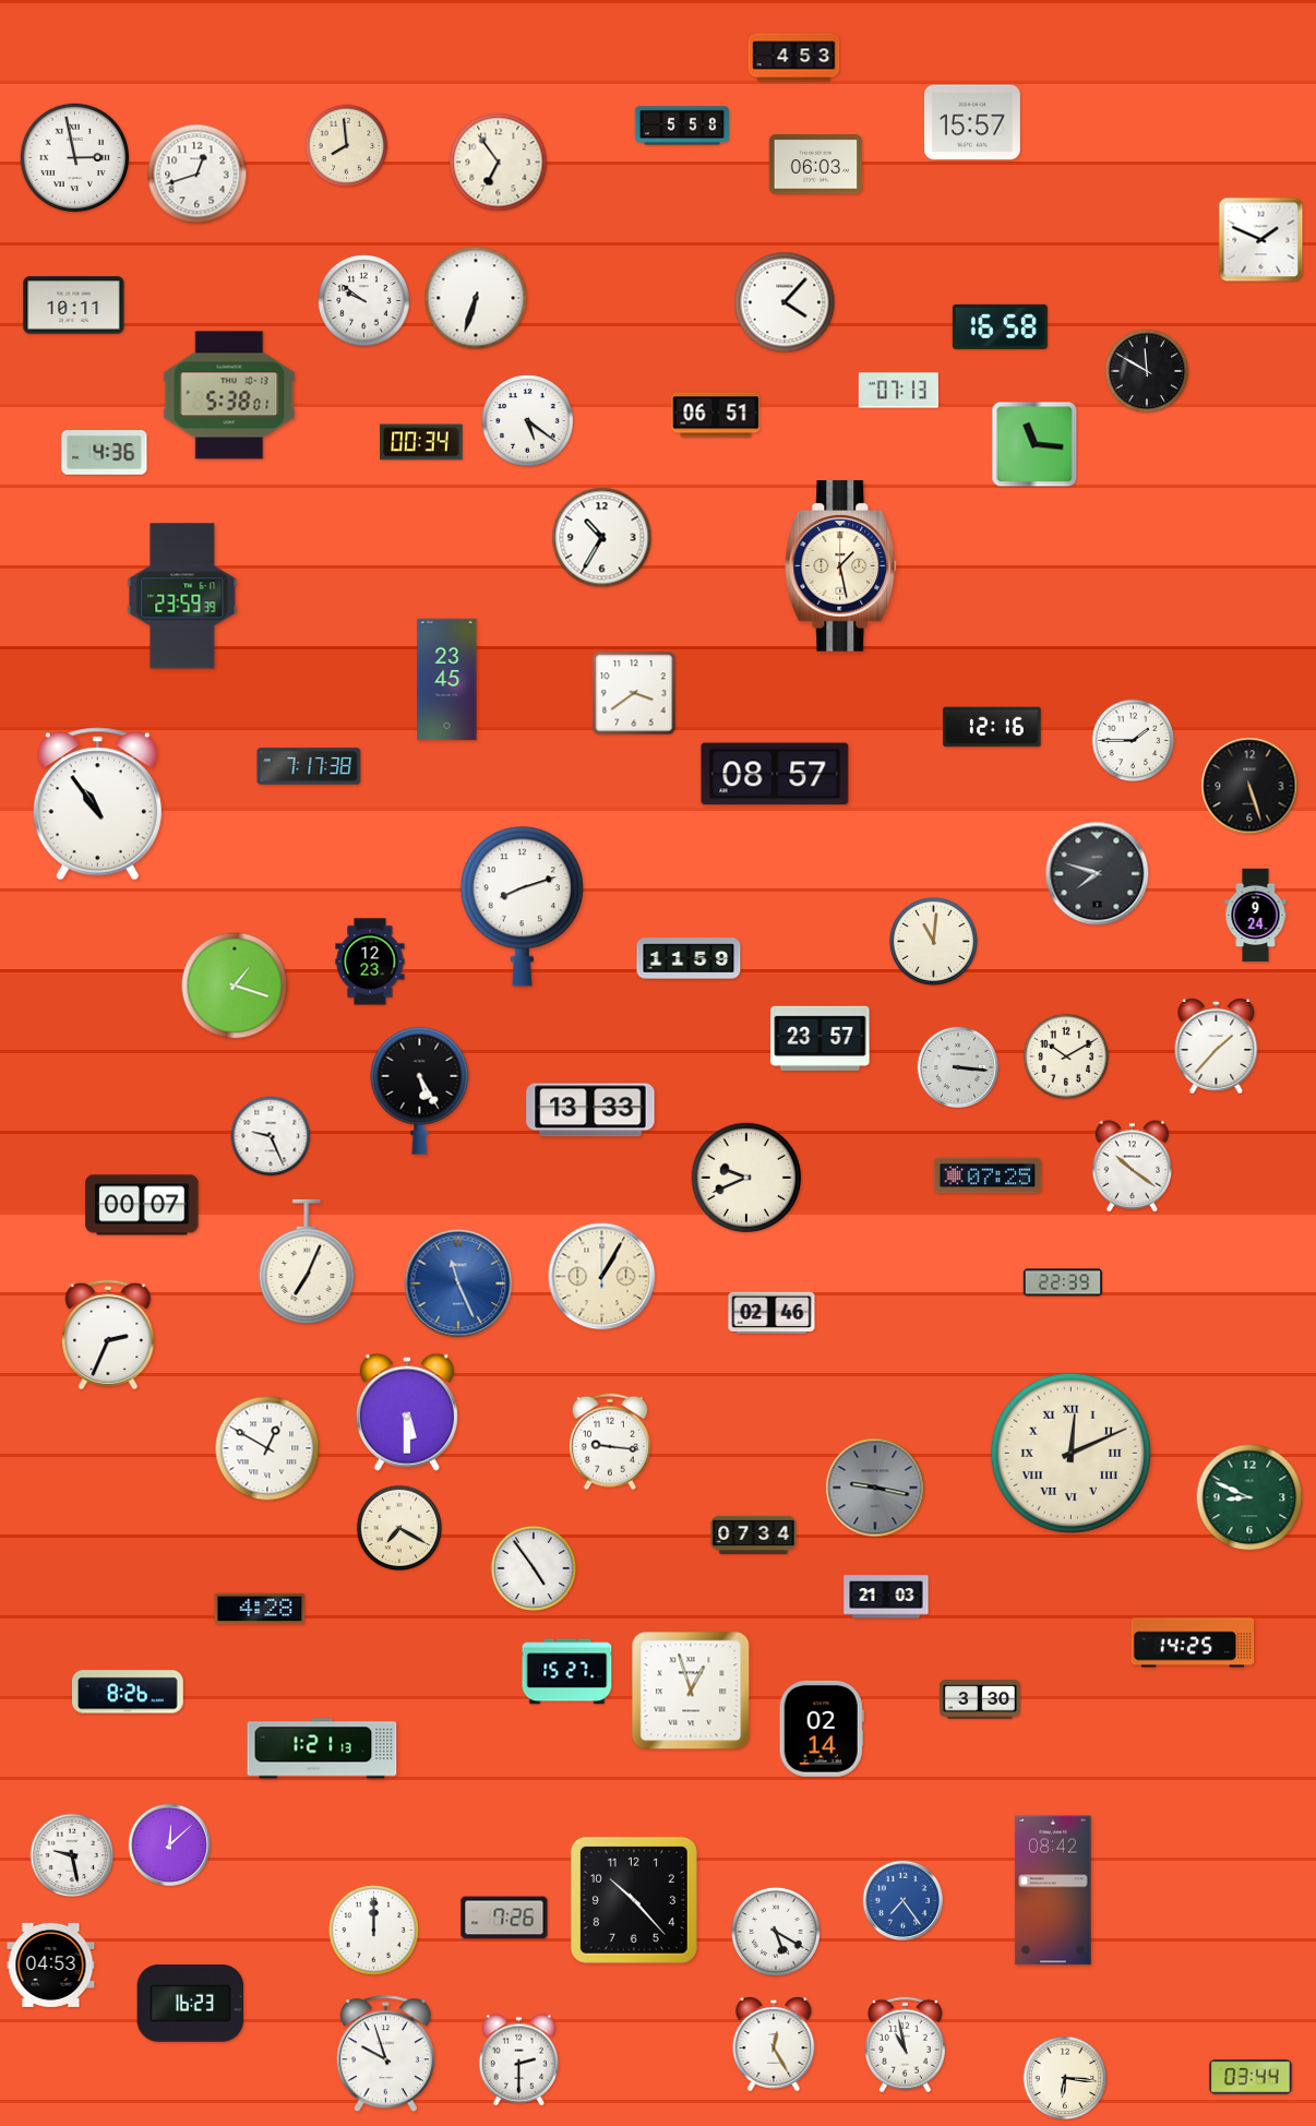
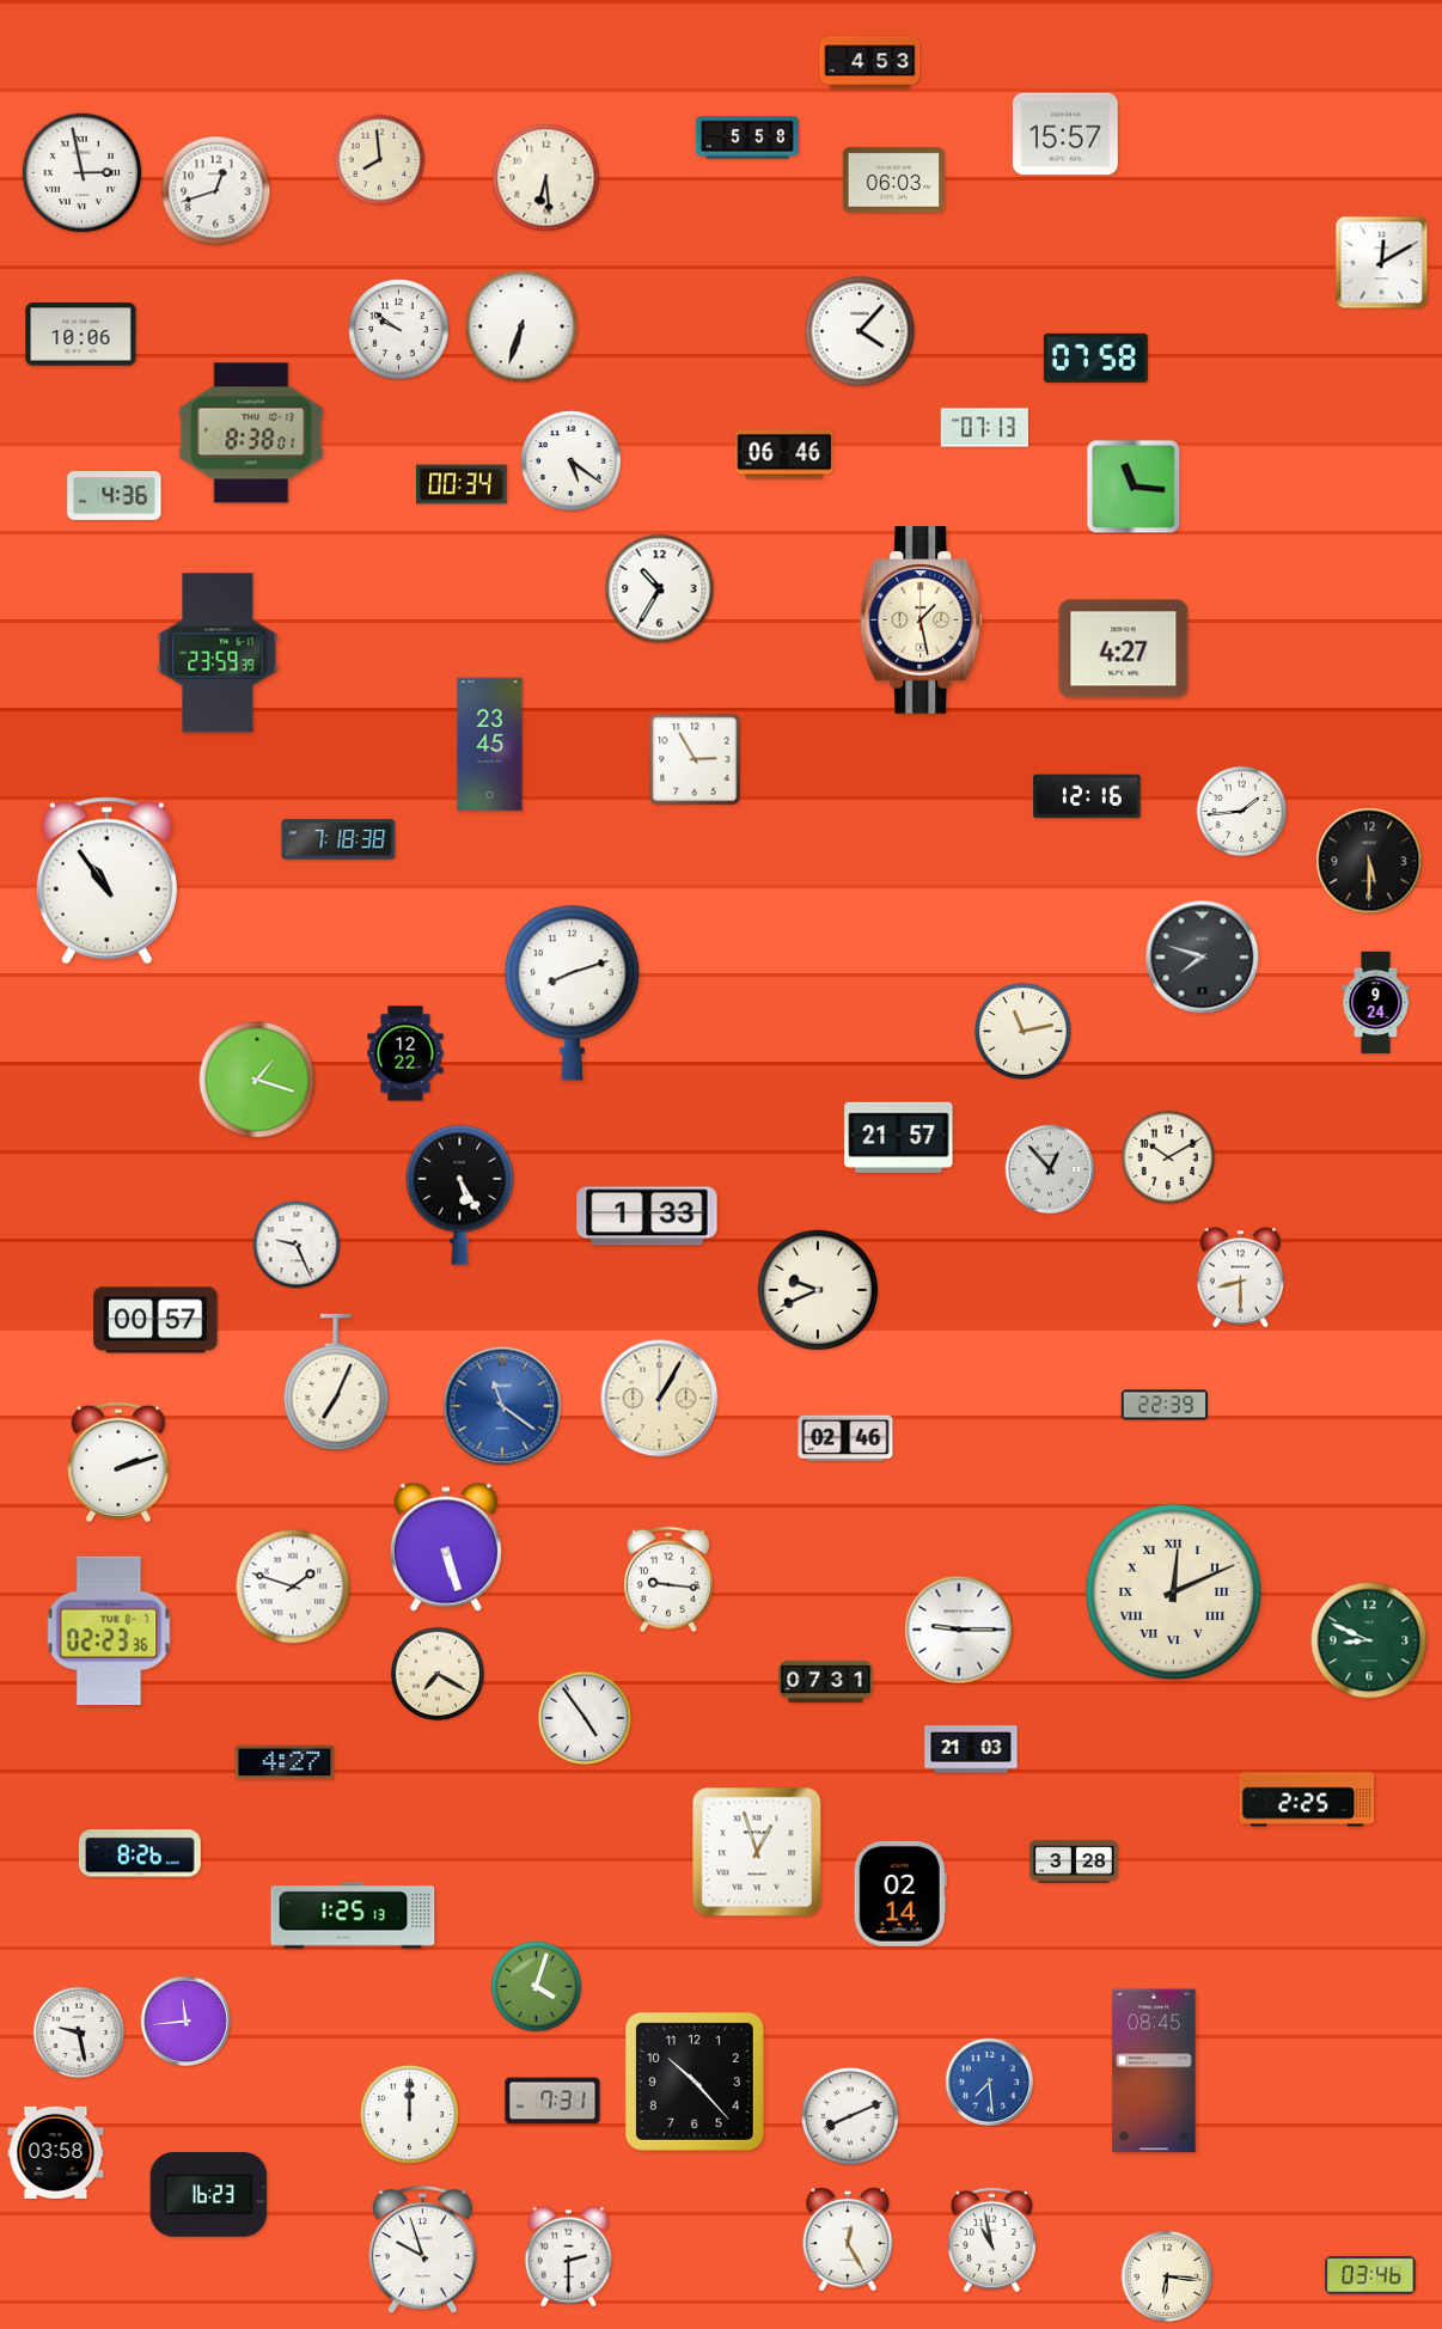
clock at (499, 163): 6:54 -> 6:29
clock at (1261, 240): 1:49 -> 12:10
clock at (74, 306): 10:11 -> 10:06
clock at (1000, 326): 16:58 -> 07:58
clock at (1147, 371): 11:50 -> none
clock at (229, 395): 5:38 -> 8:38
clock at (716, 415): 06:51 -> 06:46
clock at (528, 421) position: (528, 421) -> (572, 461)
clock at (1124, 649): none -> 4:27
clock at (182, 596) position: (182, 596) -> (218, 653)
clock at (634, 693): 3:39 -> 2:55
clock at (1134, 741): 1:45 -> 1:44
clock at (309, 766): 7:17 -> 7:18
clock at (775, 774): 08:57 -> none
clock at (1249, 786): 5:27 -> 5:30
clock at (933, 941): 11:01 -> 11:13
clock at (689, 958): 11:59 -> none
clock at (370, 962): 12:23 -> 12:22
clock at (821, 1038): 23:57 -> 21:57
clock at (1217, 1046): 1:37 -> none
clock at (958, 1067): 3:16 -> 12:53
clock at (590, 1110): 13:33 -> 1:33
clock at (1132, 1167): 10:21 -> 8:30
clock at (988, 1175): 07:25 -> none
clock at (142, 1205): 00:07 -> 00:57
clock at (458, 1283): 11:26 -> 11:21
clock at (108, 1335): 2:34 -> 2:12
clock at (407, 1412): 5:30 -> 5:27
clock at (267, 1448): 12:50 -> 1:48
clock at (875, 1488): 9:17 -> 9:15
clock at (875, 1488) dial: grey -> white
clock at (109, 1631): none -> 02:23
clock at (754, 1534): 07:34 -> 07:31
clock at (260, 1609): 4:28 -> 4:27
clock at (1193, 1643): 14:25 -> 2:25
clock at (567, 1672): 15:27 -> none
clock at (980, 1699): 3:30 -> 3:28
clock at (322, 1748): 1:21 -> 1:25
clock at (537, 1987): none -> 4:03
clock at (169, 1844): 12:08 -> 11:44
clock at (1053, 1890): 08:42 -> 08:45
clock at (904, 1901): 7:24 -> 7:29
clock at (504, 1918): 7:26 -> 7:31
clock at (776, 1932): 5:20 -> 8:11
clock at (51, 1964): 04:53 -> 03:58
clock at (1251, 2078): 03:44 -> 03:46
